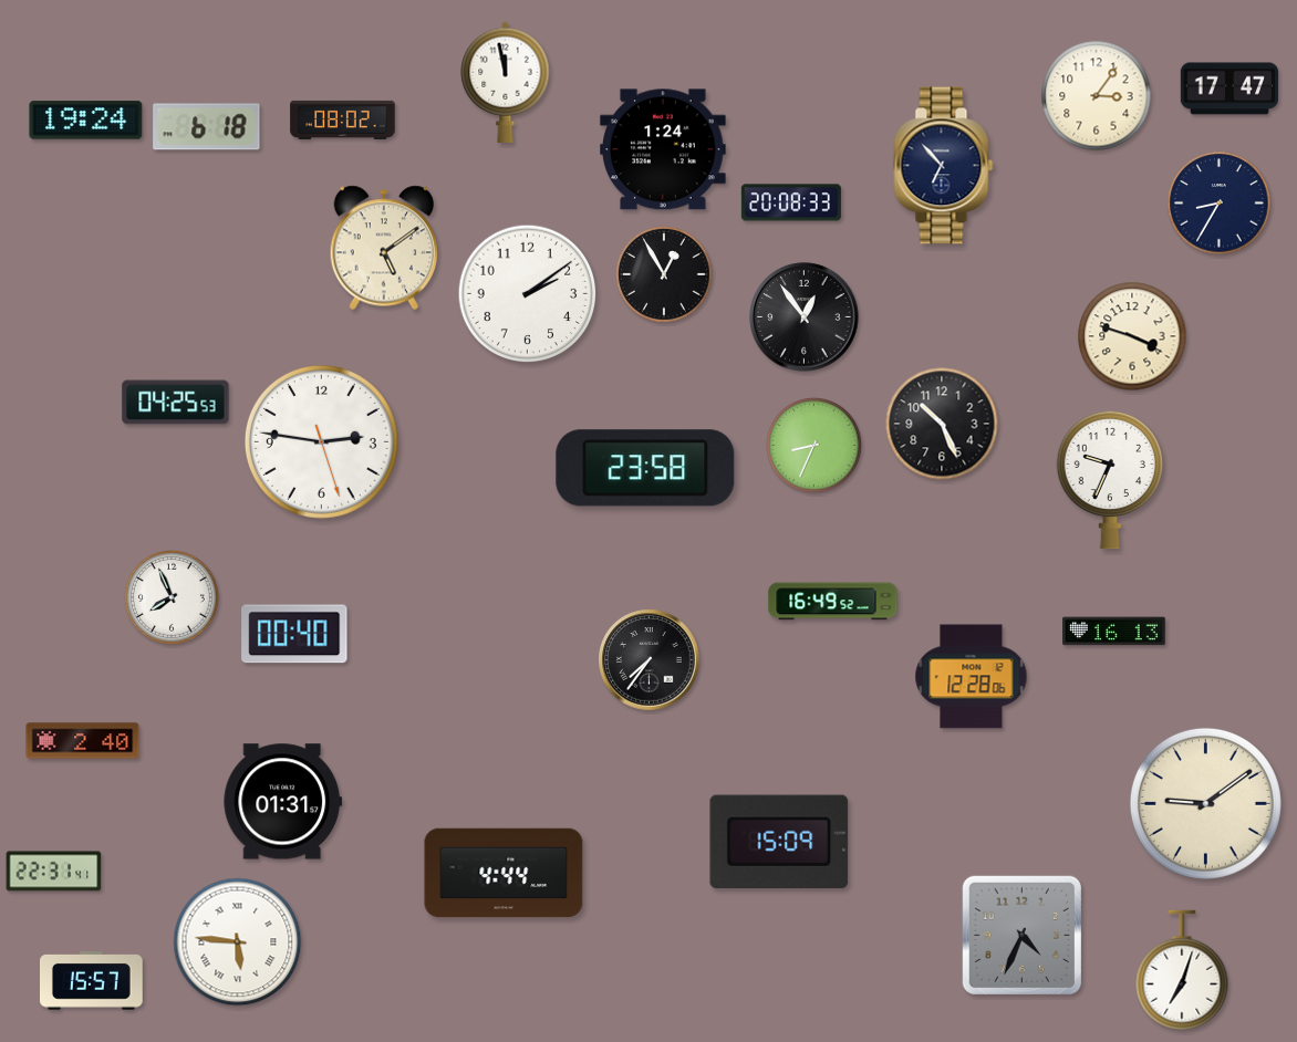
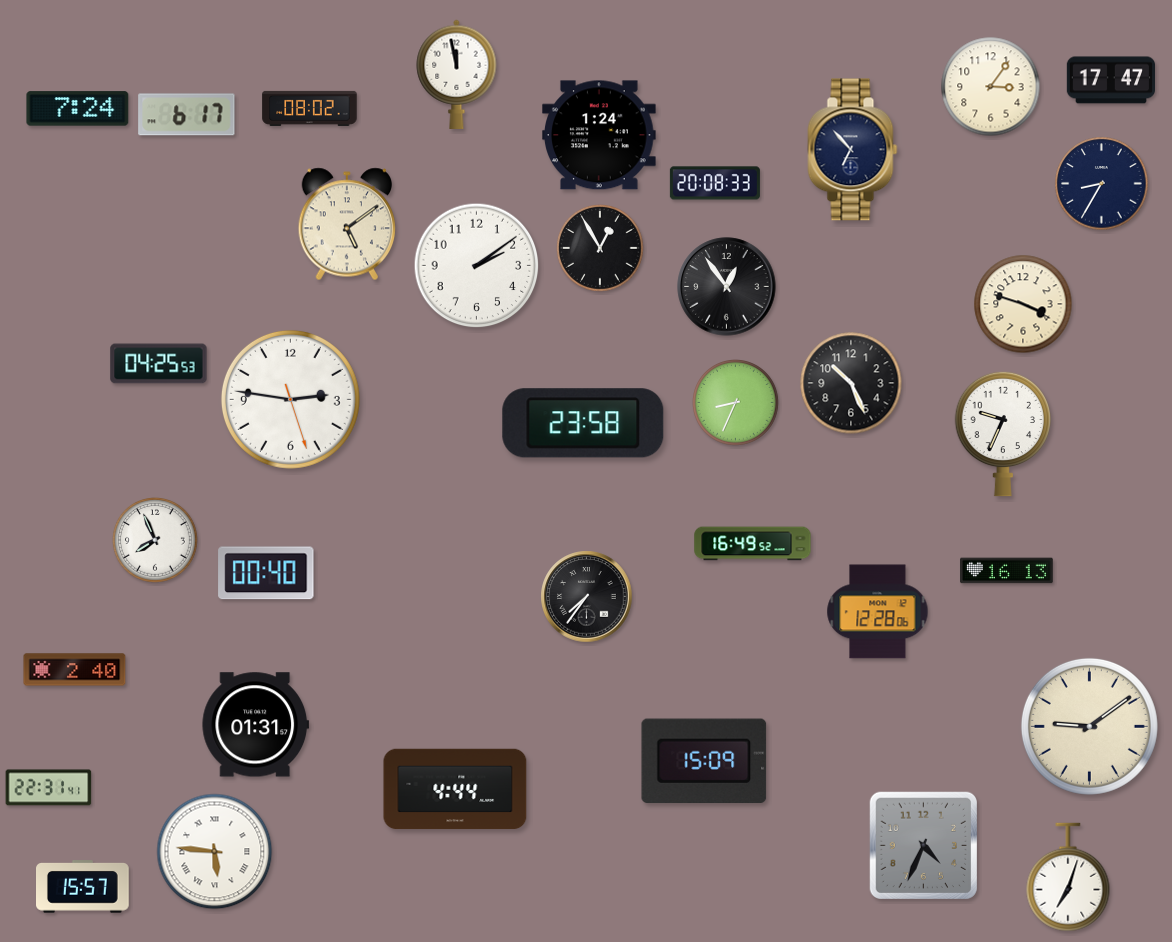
clock at (86, 121): 19:24 -> 7:24
clock at (207, 127): 6:18 -> 6:17
